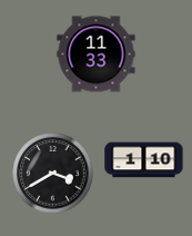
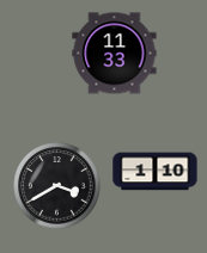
clock at (97, 55) position: (97, 55) -> (115, 54)
